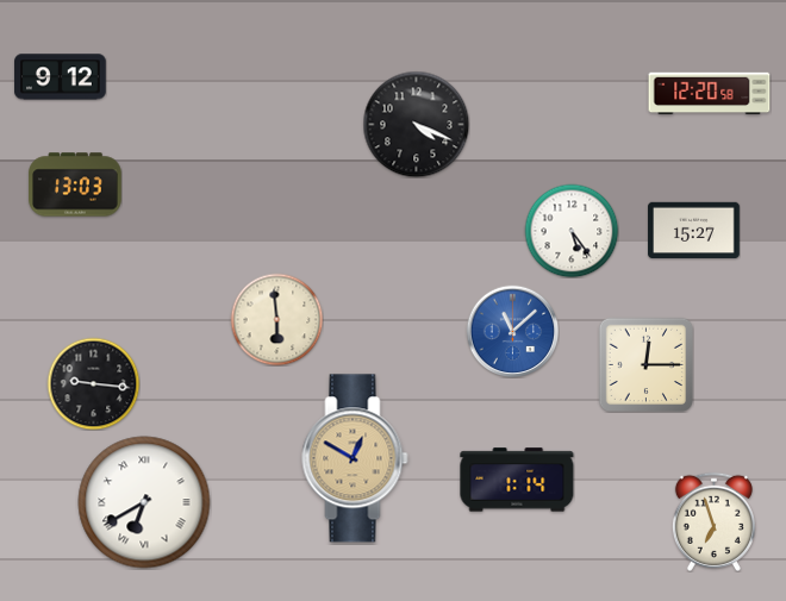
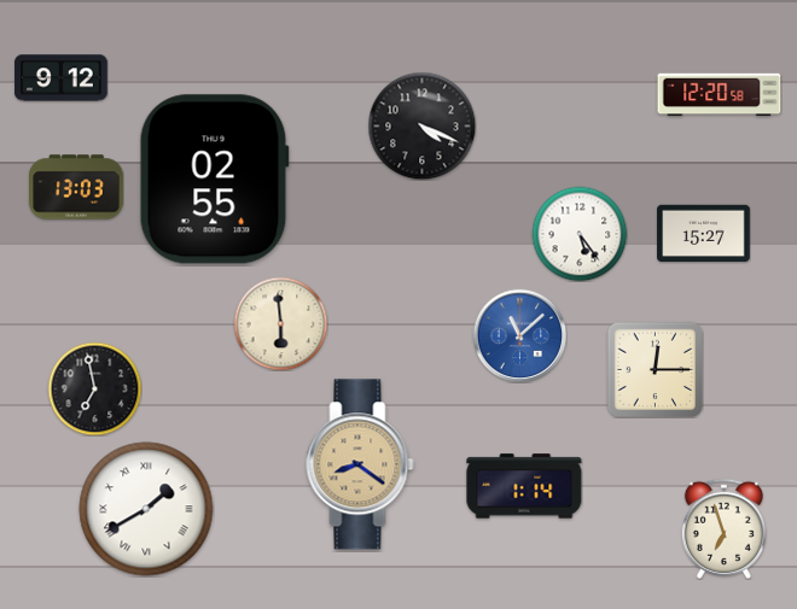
clock at (214, 180): none -> 02:55
clock at (93, 383): 9:16 -> 6:58
clock at (355, 458): 12:50 -> 8:21
clock at (144, 502): 6:40 -> 1:40
